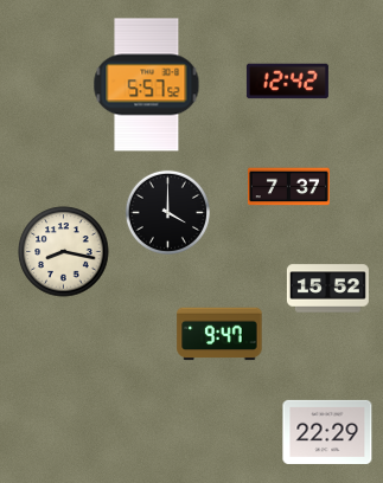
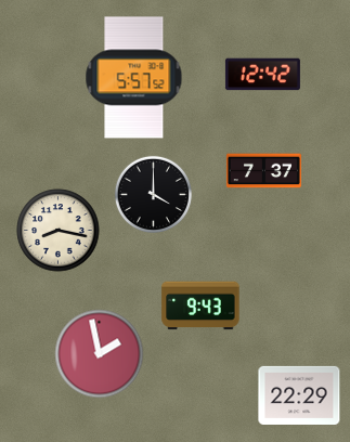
clock at (327, 289): 15:52 -> none
clock at (219, 334): 9:47 -> 9:43
clock at (100, 354): none -> 1:58
